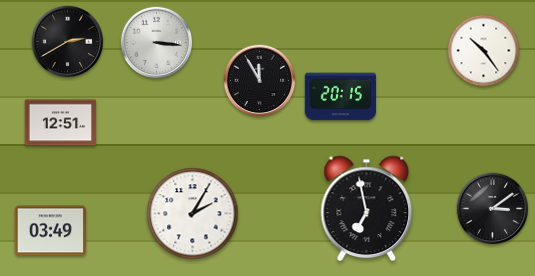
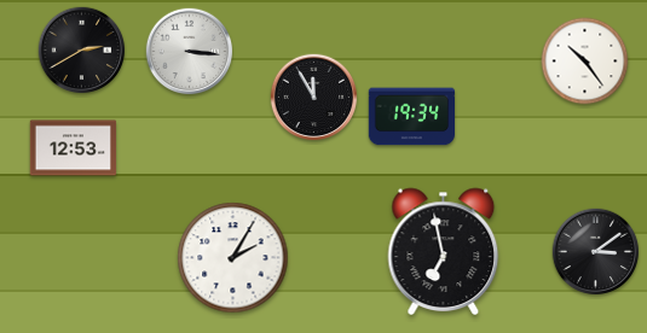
clock at (341, 97): 20:15 -> 19:34
clock at (61, 123): 12:51 -> 12:53
clock at (51, 231): 03:49 -> none
